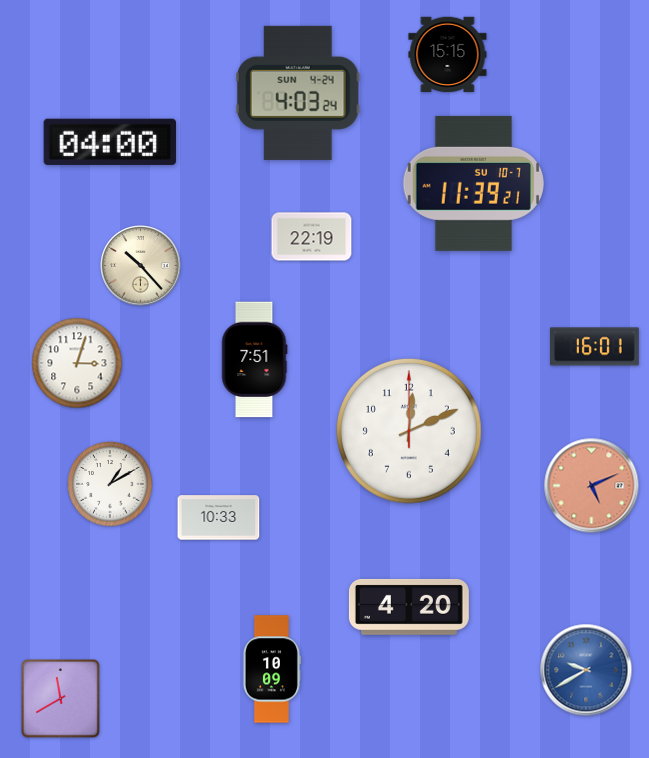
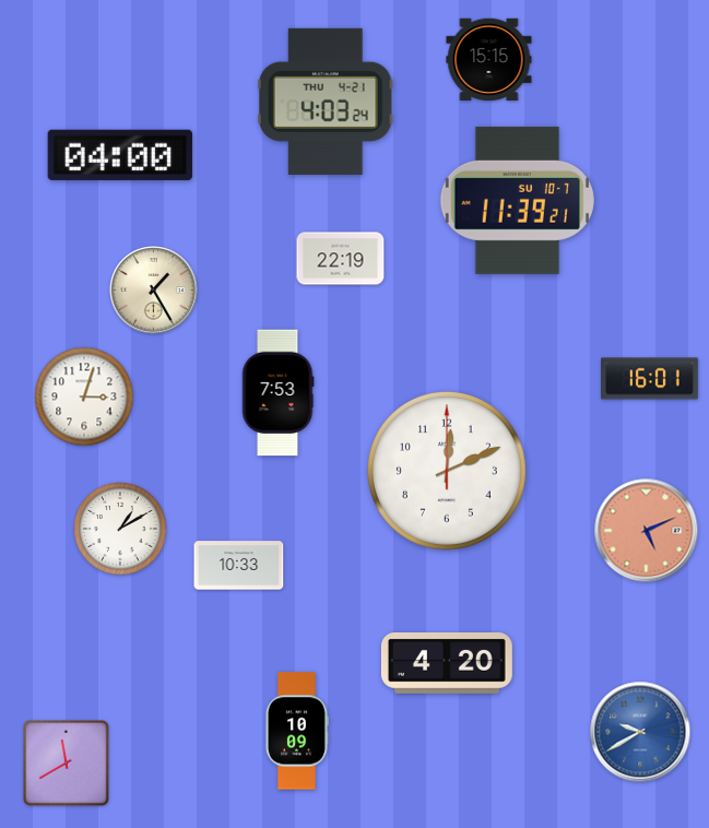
clock at (298, 93) date: SUN 4-24 -> THU 4-21
clock at (141, 266): 10:23 -> 1:25
clock at (254, 360): 7:51 -> 7:53
